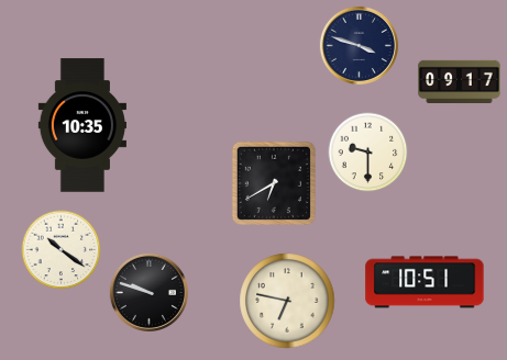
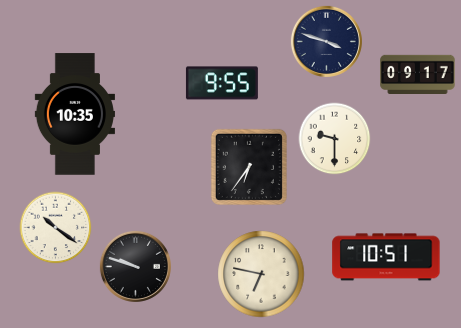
clock at (222, 83): none -> 9:55
clock at (274, 183): 6:40 -> 6:36
